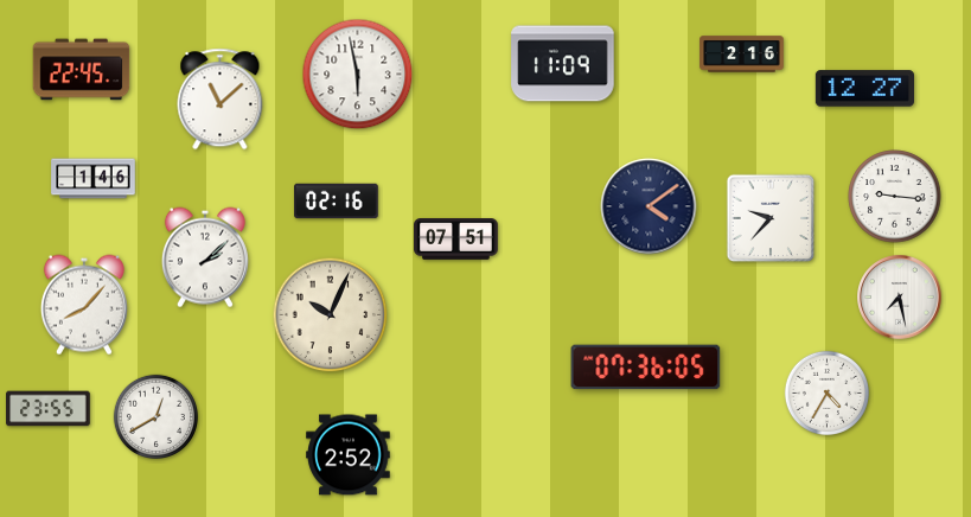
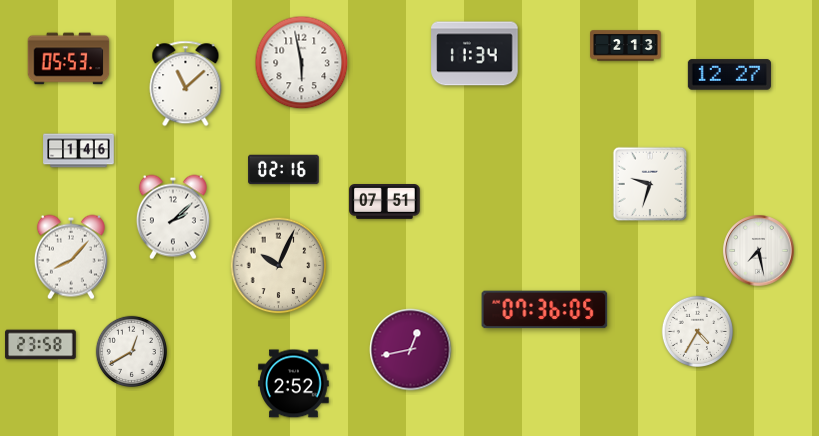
clock at (742, 55): 2:16 -> 2:13
clock at (563, 64): 11:09 -> 11:34
clock at (82, 70): 22:45 -> 05:53
clock at (895, 197): 9:16 -> none
clock at (649, 206): 4:09 -> none
clock at (771, 218): 9:37 -> 9:33
clock at (49, 409): 23:55 -> 23:58
clock at (411, 350): none -> 12:43
